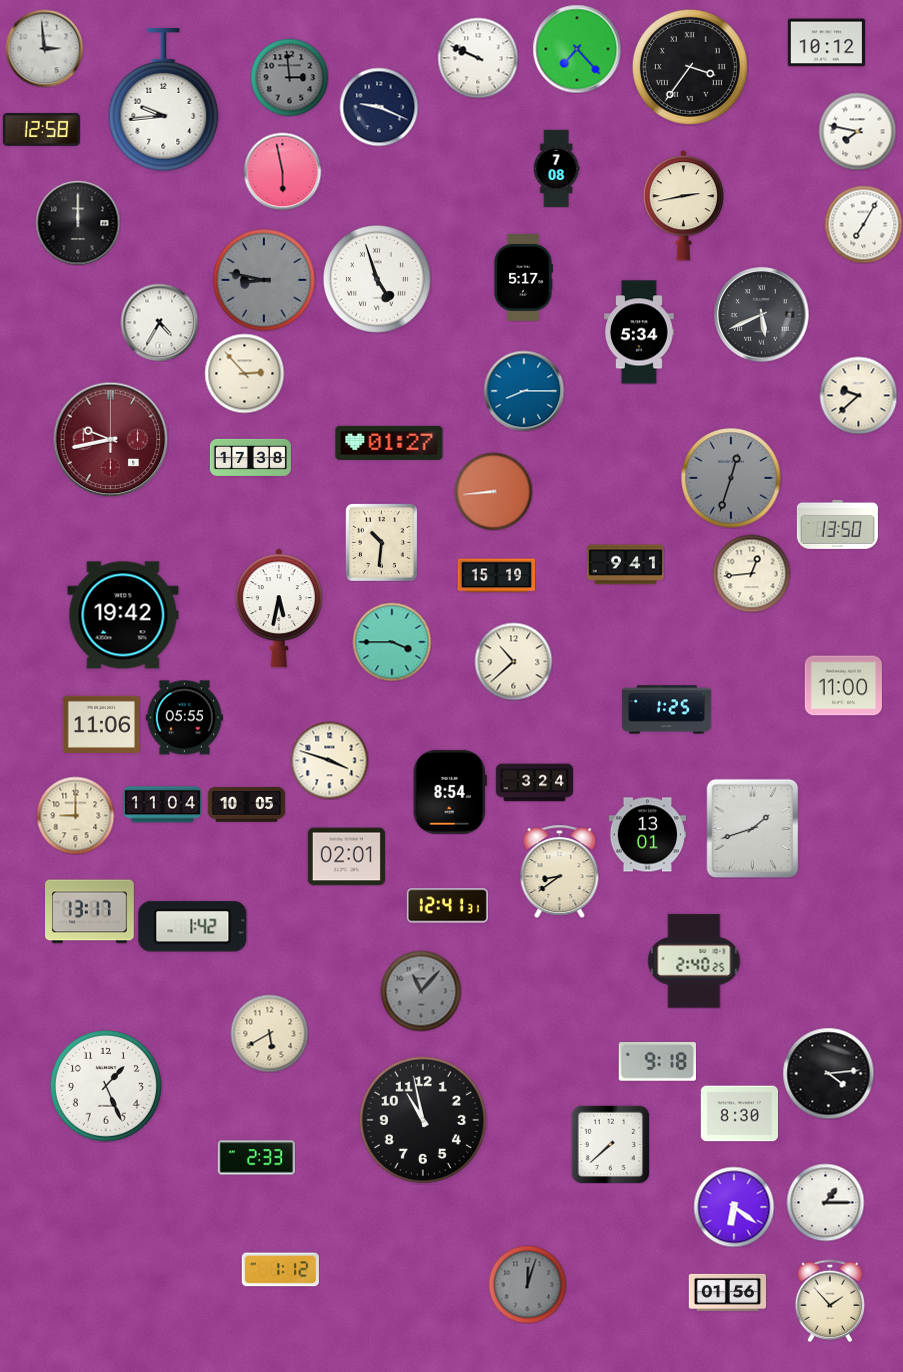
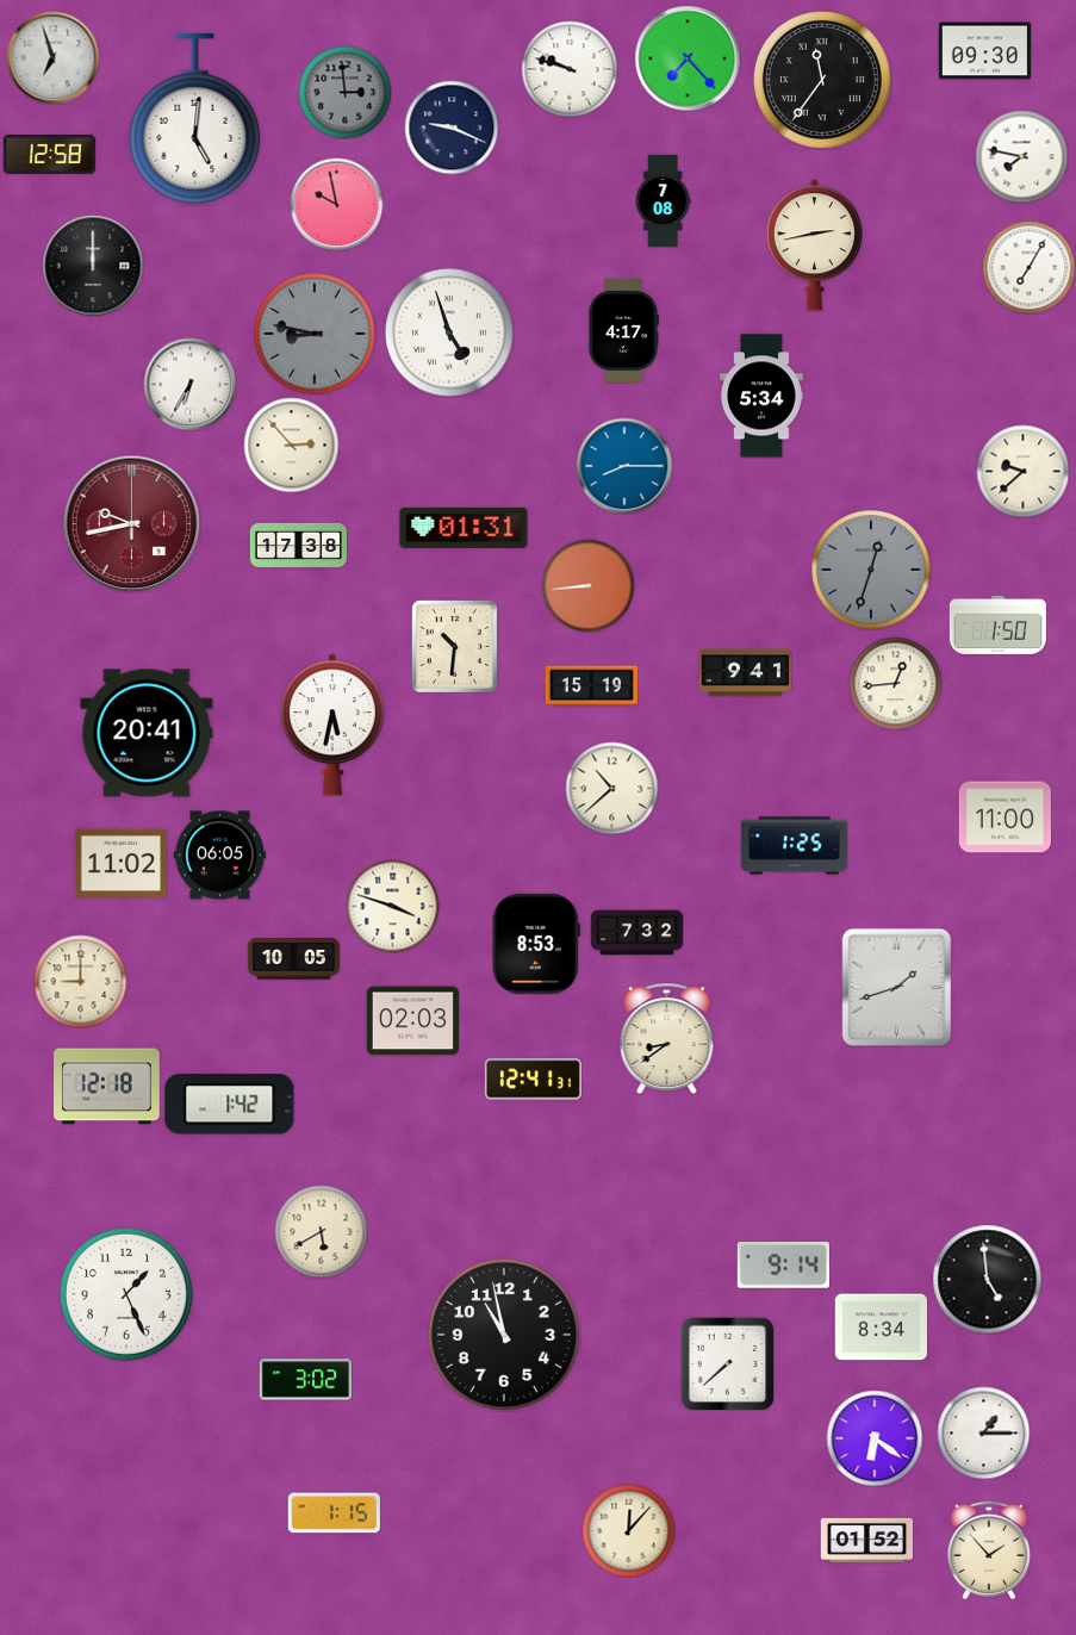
clock at (826, 43): 10:12 -> 09:30
clock at (44, 48): 2:59 -> 6:57
clock at (478, 58): 9:49 -> 9:48
clock at (690, 67): 3:36 -> 11:36
clock at (164, 100): 9:44 -> 5:01
clock at (282, 171): 5:58 -> 9:58
clock at (523, 278): 5:17 -> 4:17
clock at (762, 315): 5:41 -> none
clock at (159, 322): 4:35 -> 6:35
clock at (389, 443): 01:27 -> 01:31
clock at (837, 524): 13:50 -> 1:50
clock at (123, 615): 19:42 -> 20:41
clock at (392, 642): 3:45 -> none
clock at (184, 718): 05:55 -> 06:05
clock at (101, 724): 11:06 -> 11:02
clock at (534, 783): 3:24 -> 7:32
clock at (450, 792): 8:54 -> 8:53
clock at (162, 805): 11:04 -> none
clock at (75, 815) position: (75, 815) -> (80, 981)
clock at (647, 835): 13:01 -> none
clock at (346, 857): 02:01 -> 02:03
clock at (90, 912): 13:17 -> 12:18
clock at (694, 961): 2:40 -> none
clock at (421, 991): 11:07 -> none
clock at (657, 1062): 9:18 -> 9:14
clock at (828, 1073): 4:14 -> 4:59
clock at (739, 1114): 8:30 -> 8:34
clock at (256, 1158): 2:33 -> 3:02
clock at (280, 1270): 1:12 -> 1:15
clock at (527, 1284): 12:03 -> 12:07
clock at (527, 1284) dial: grey -> cream
clock at (727, 1292): 01:56 -> 01:52
